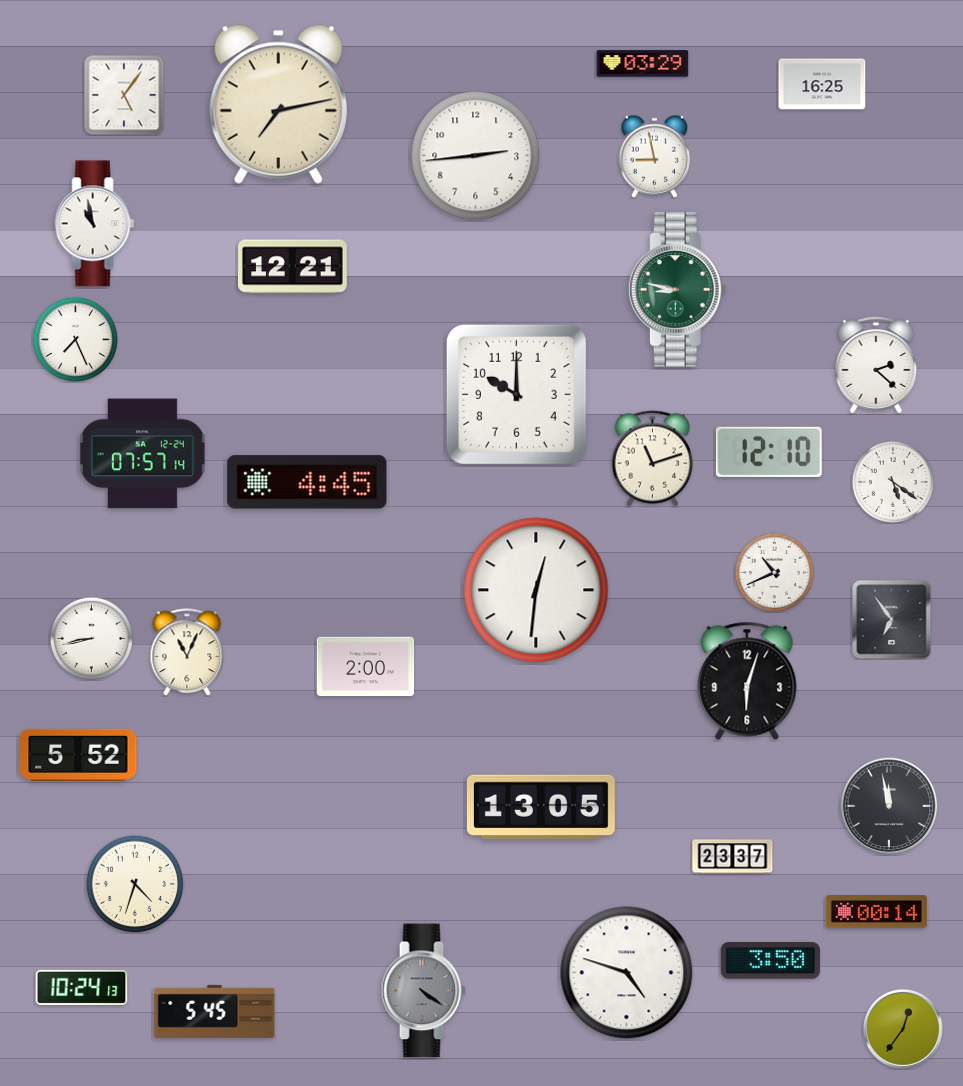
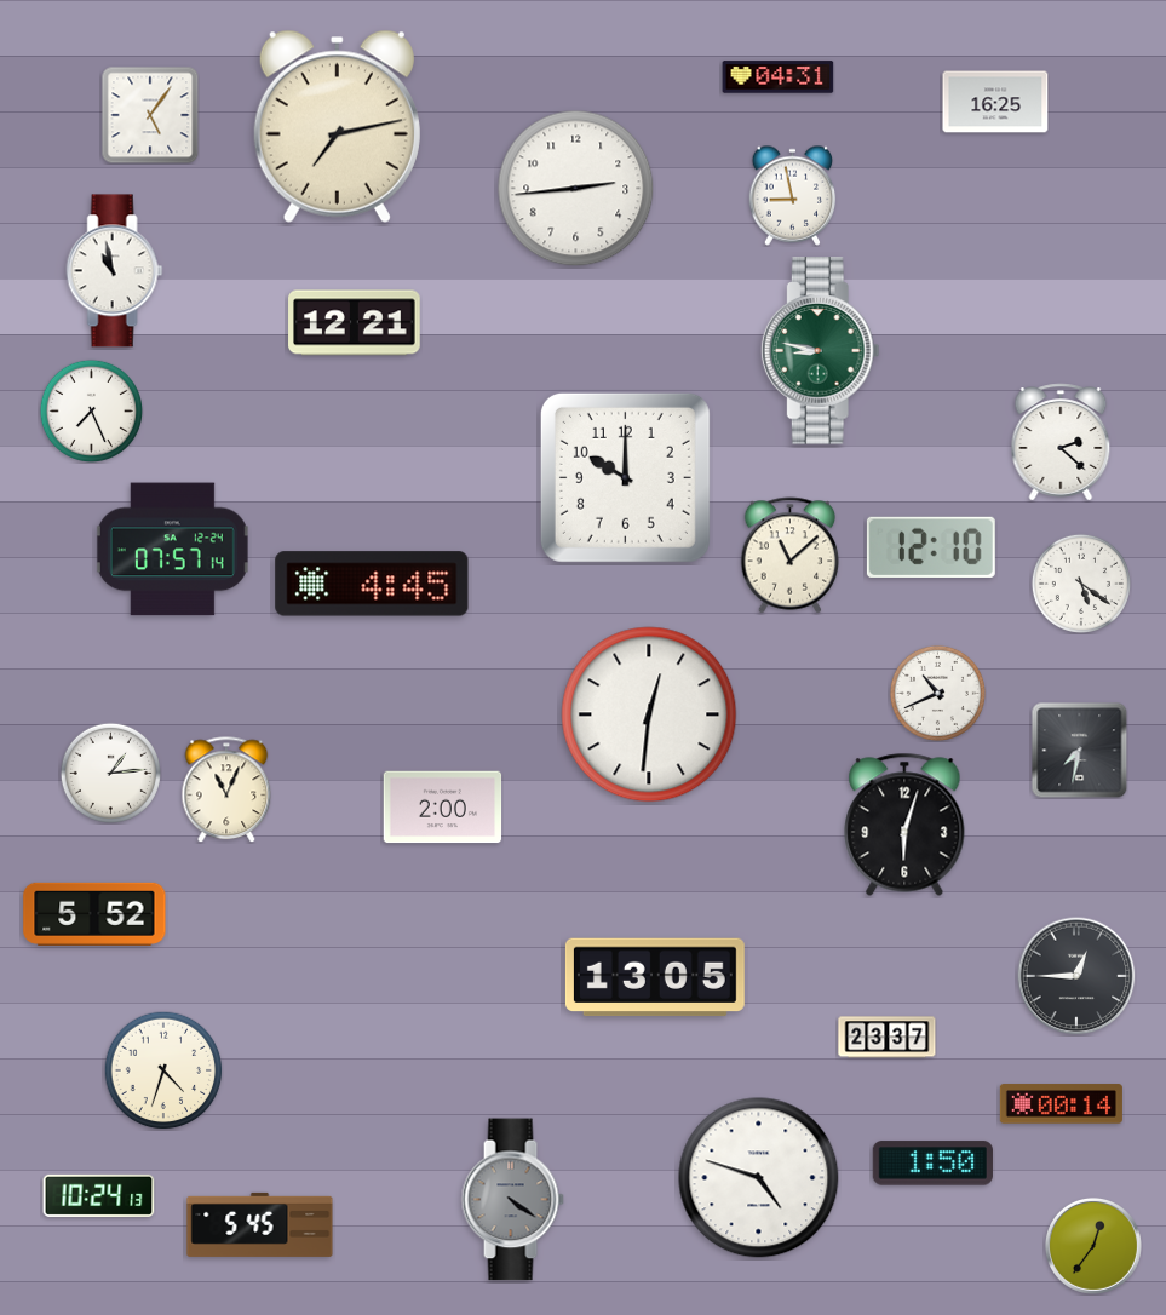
clock at (643, 64): 03:29 -> 04:31
clock at (655, 156) position: (655, 156) -> (793, 195)
clock at (653, 459): 11:12 -> 11:08
clock at (891, 619): 6:54 -> 7:32
clock at (91, 638): 8:43 -> 1:14
clock at (889, 806): 11:58 -> 12:45
clock at (770, 961): 3:50 -> 1:50
